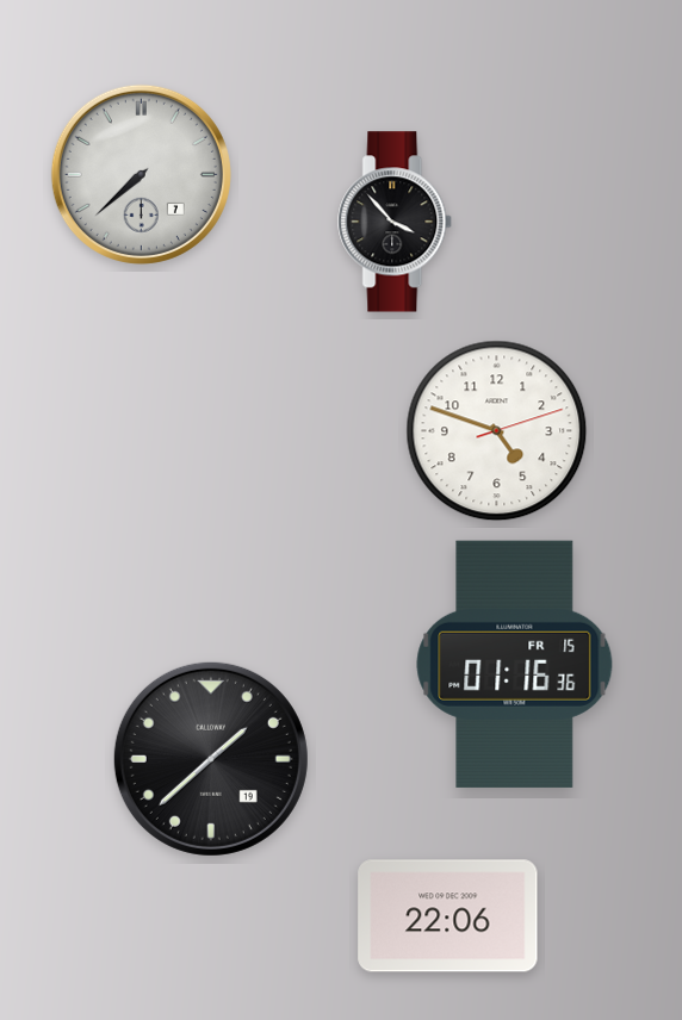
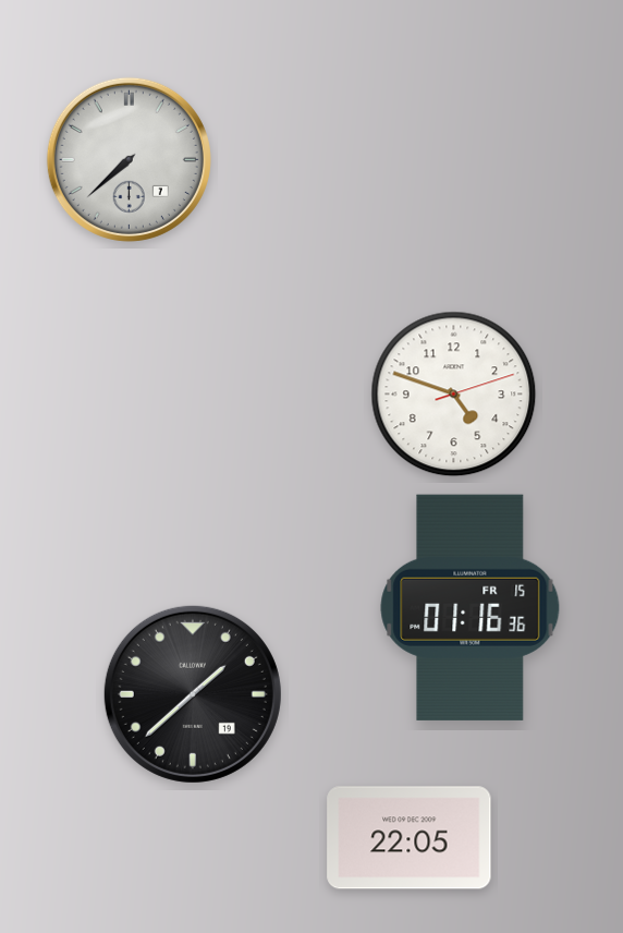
clock at (396, 222): 3:53 -> none
clock at (448, 916): 22:06 -> 22:05
